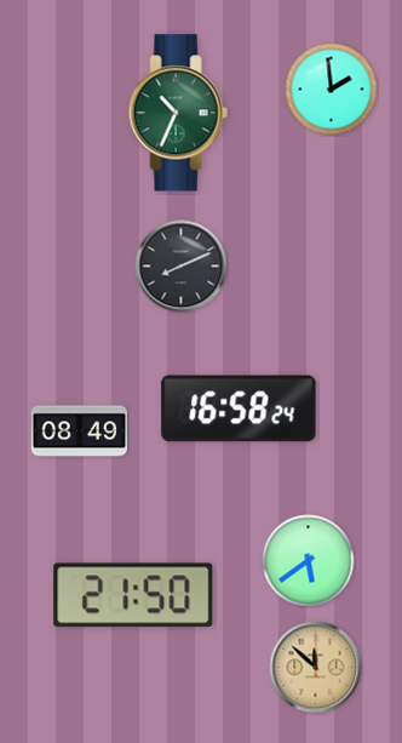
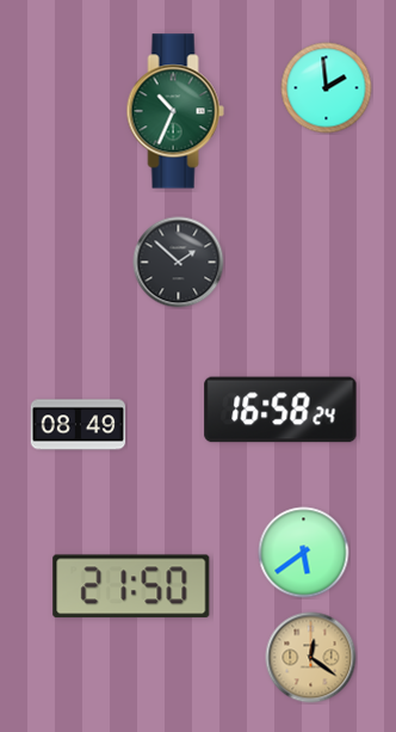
clock at (182, 267): 8:11 -> 1:52
clock at (239, 408) position: (239, 408) -> (280, 410)
clock at (316, 668): 11:52 -> 12:21
